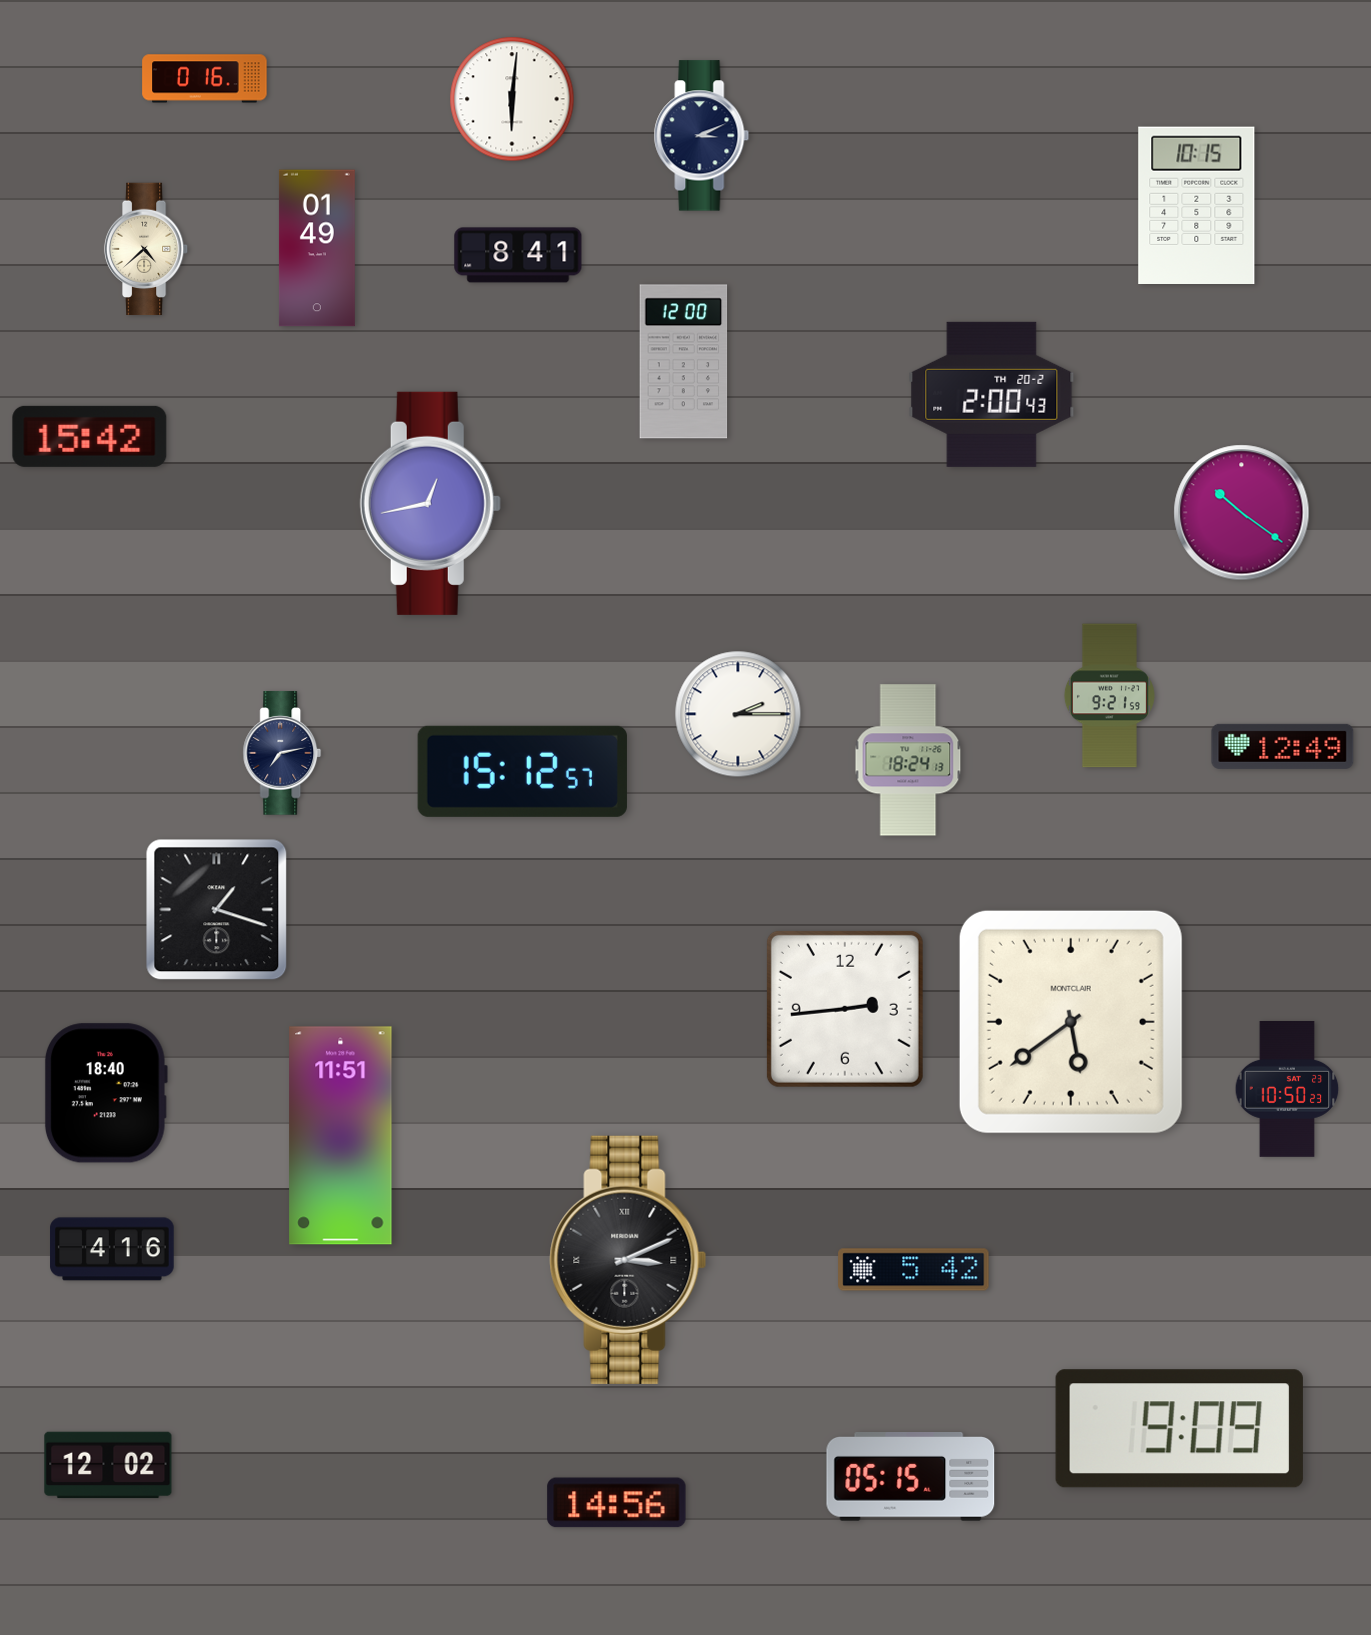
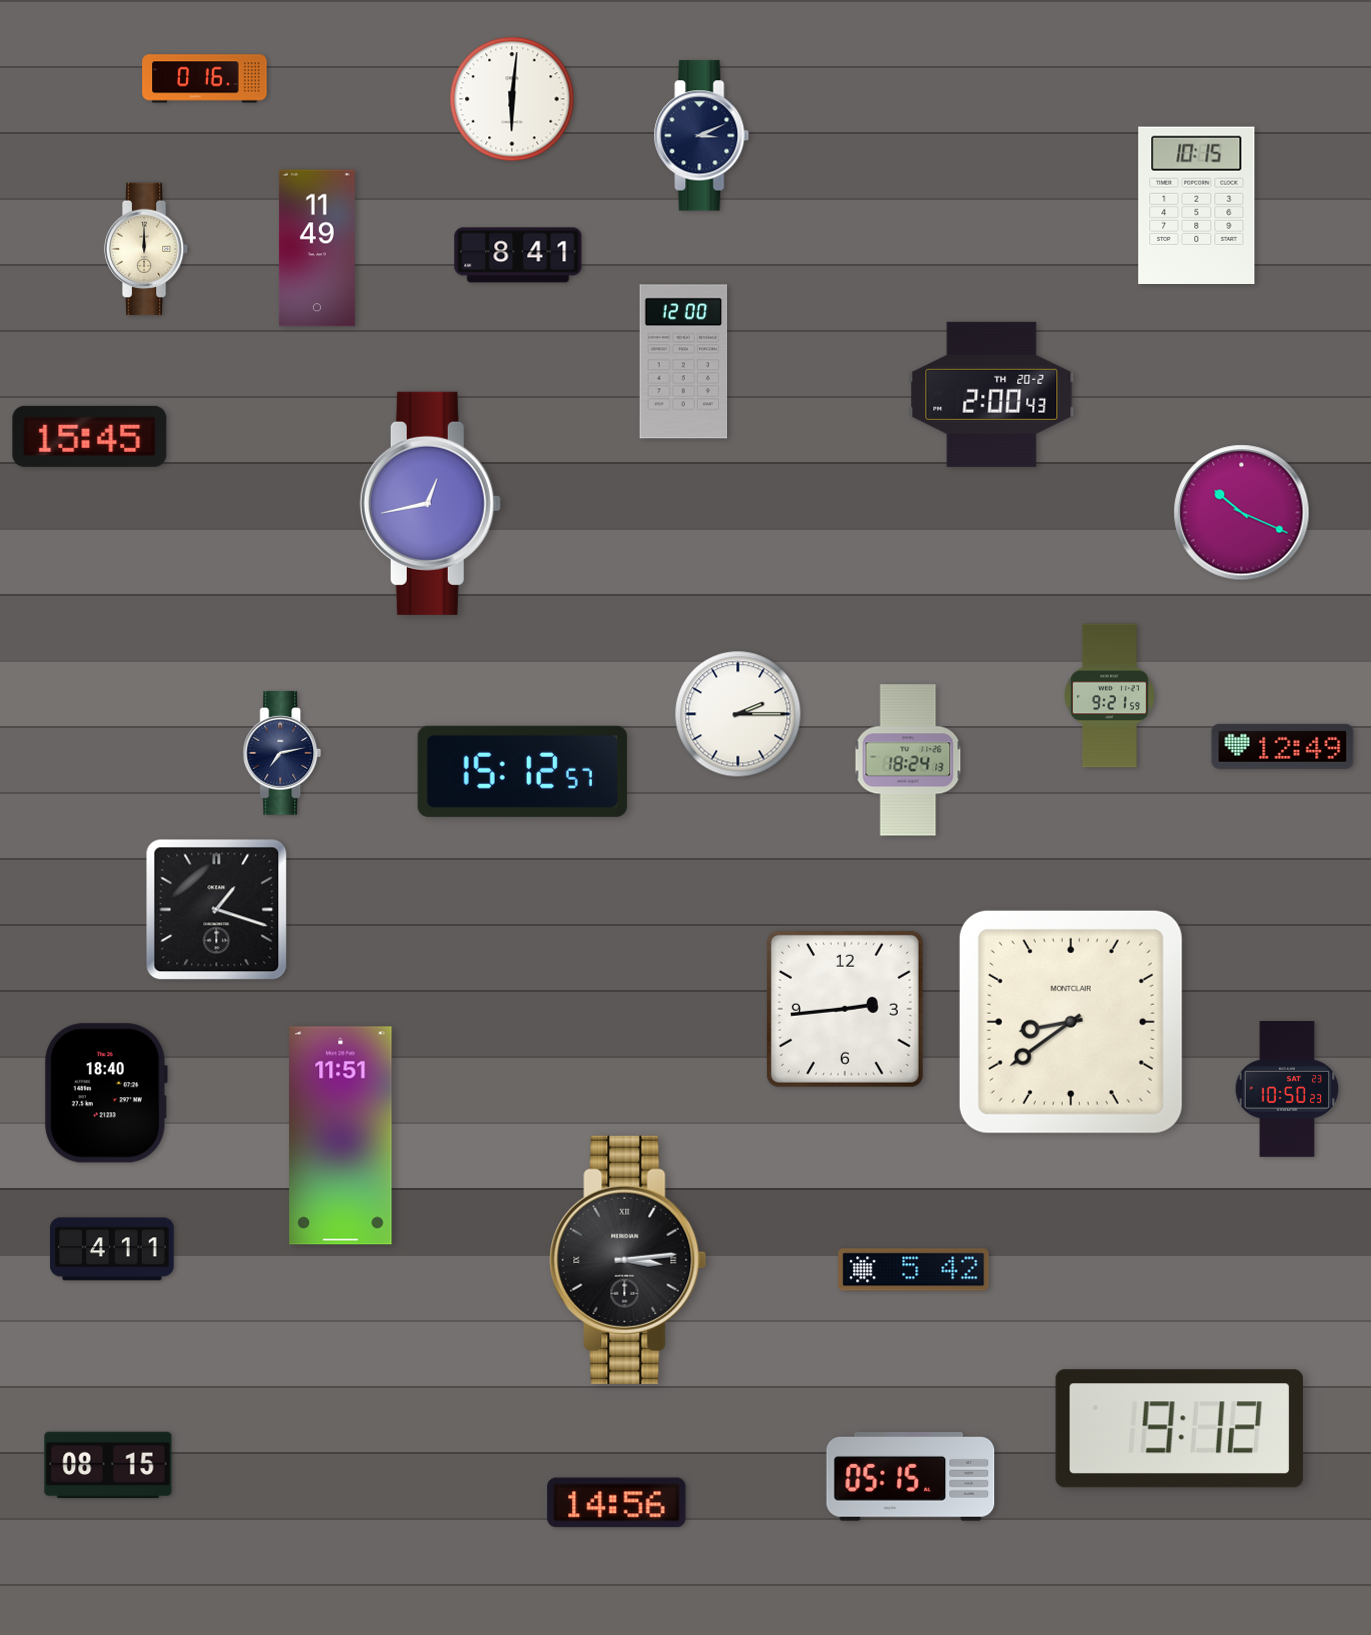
clock at (317, 248): 01:49 -> 11:49
clock at (146, 249): 4:38 -> 12:00
clock at (90, 436): 15:42 -> 15:45
clock at (1242, 513): 10:21 -> 10:19
clock at (1071, 1022): 5:39 -> 8:39
clock at (112, 1249): 4:16 -> 4:11
clock at (628, 1260): 3:11 -> 3:14
clock at (1179, 1429): 9:09 -> 9:12
clock at (108, 1465): 12:02 -> 08:15
